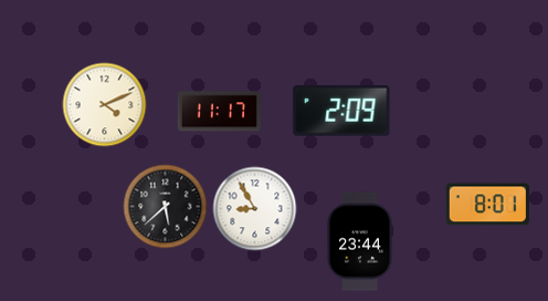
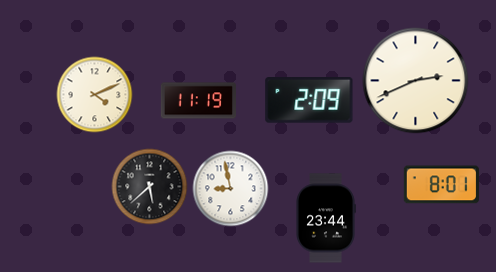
clock at (416, 81): none -> 2:41
clock at (219, 112): 11:17 -> 11:19
clock at (255, 209): 8:55 -> 8:58
